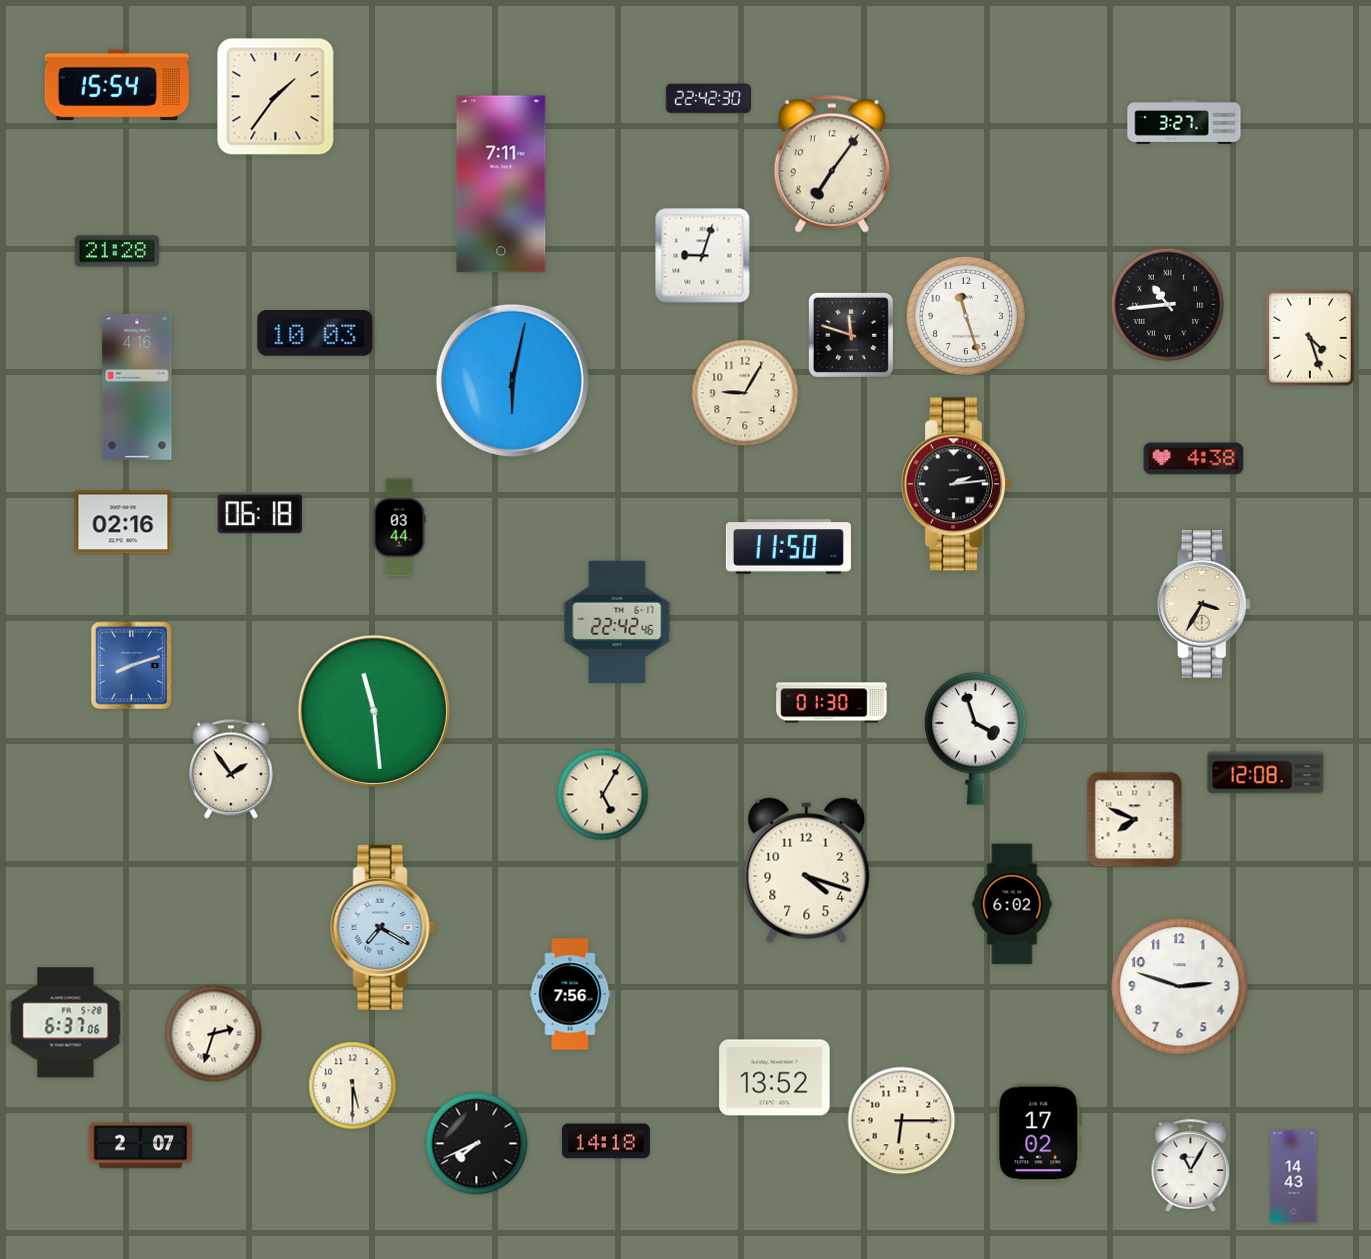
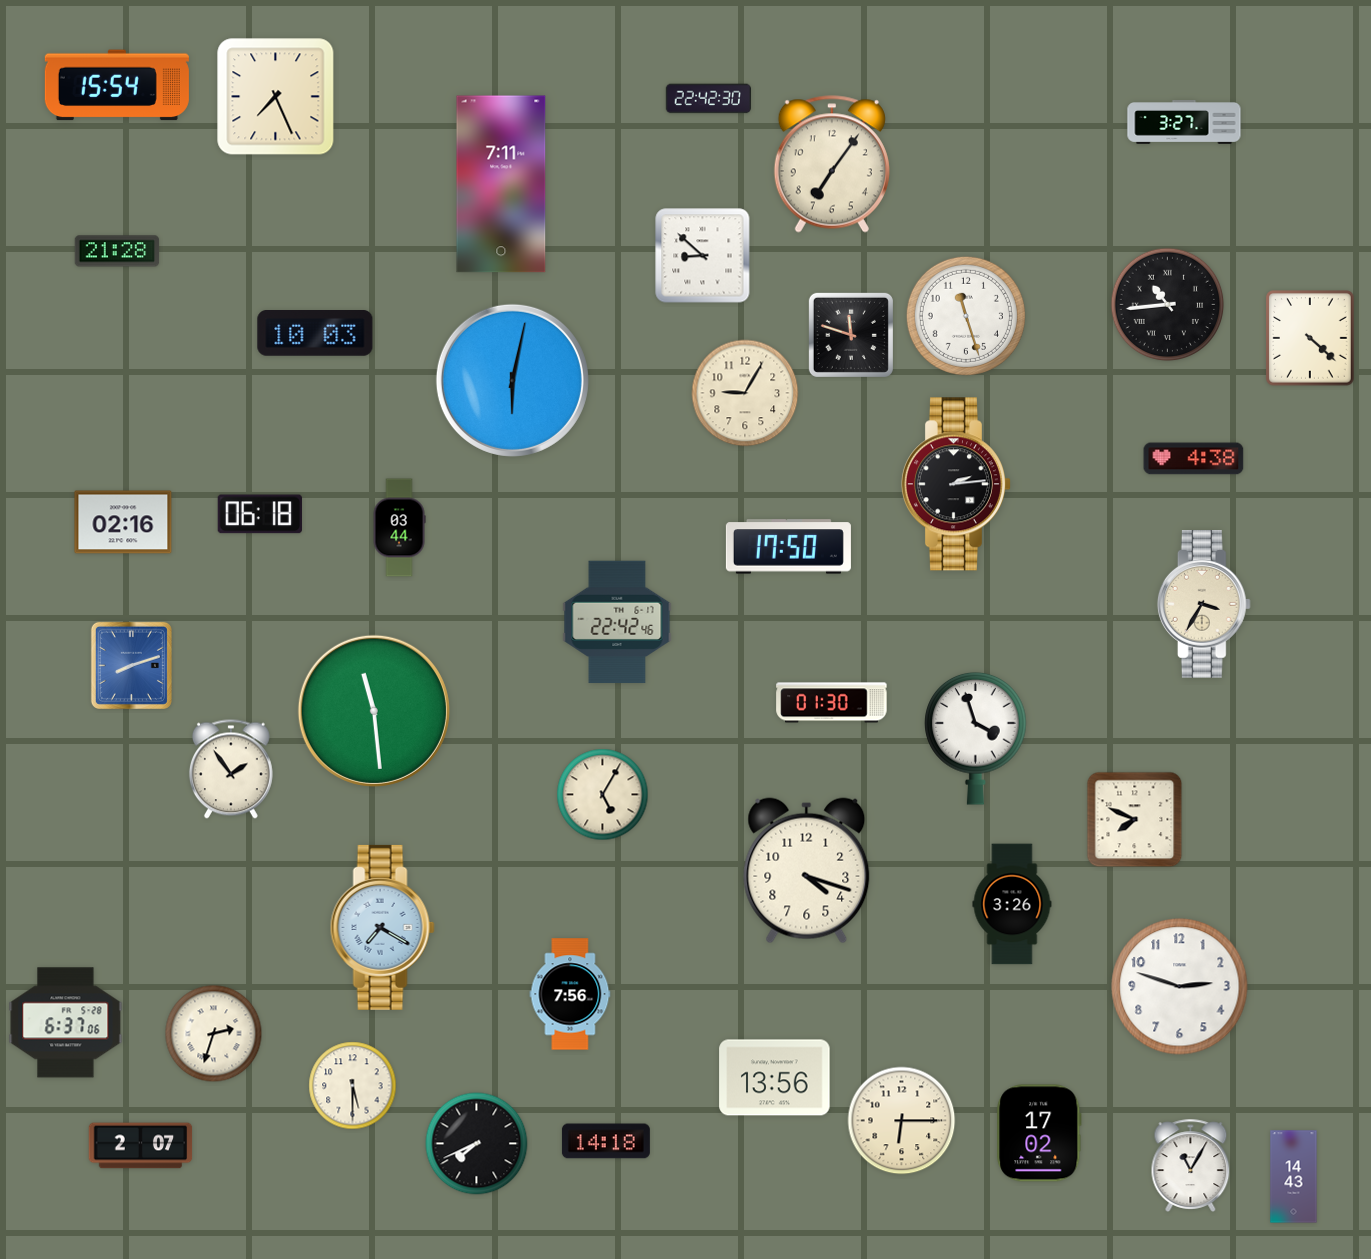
clock at (276, 97): 1:36 -> 7:26
clock at (703, 256): 9:03 -> 8:52
clock at (1311, 338): 4:27 -> 4:22
clock at (137, 387): 4:16 -> none
clock at (788, 547): 11:50 -> 17:50
clock at (1266, 773): 12:08 -> none
clock at (1012, 904): 6:02 -> 3:26
clock at (775, 1078): 13:52 -> 13:56
